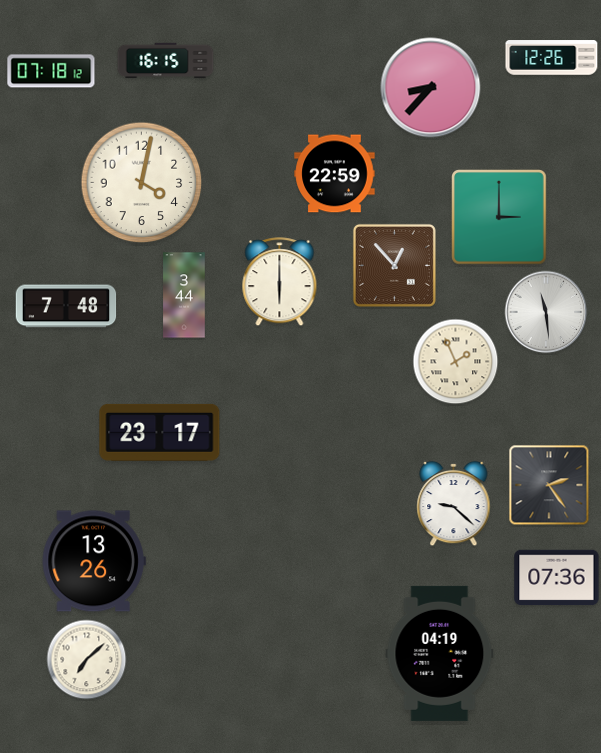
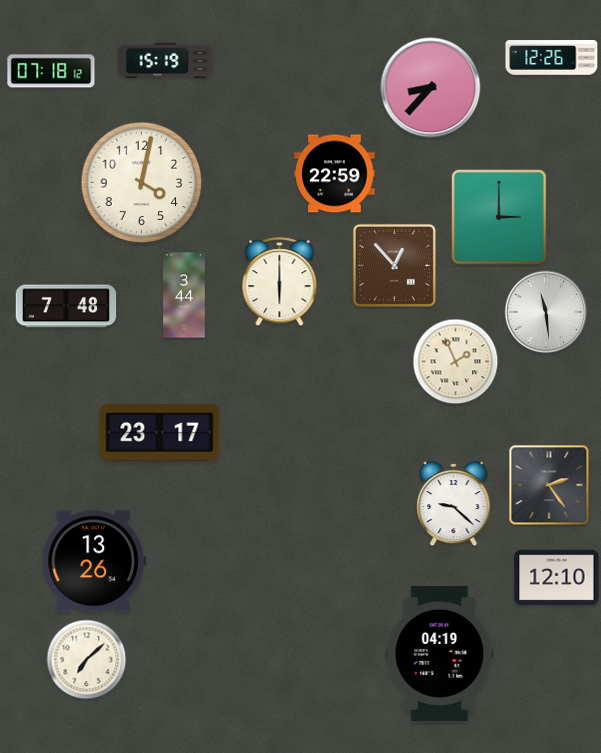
clock at (166, 61): 16:15 -> 15:19
clock at (557, 578): 07:36 -> 12:10
